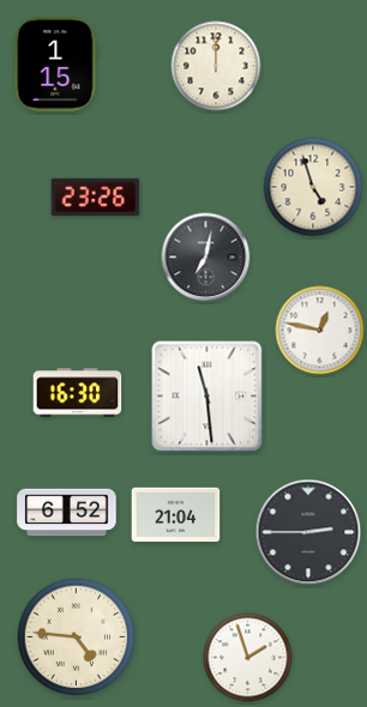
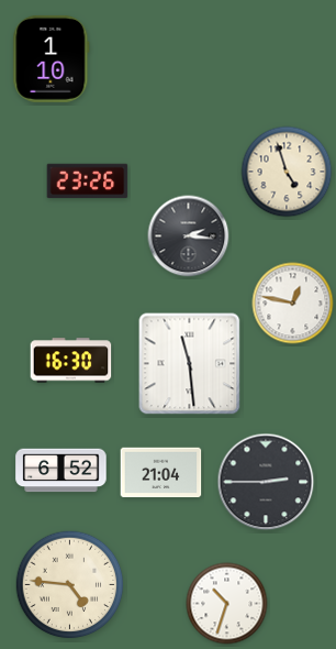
clock at (56, 64): 1:15 -> 1:10
clock at (216, 66): 12:00 -> none
clock at (206, 258): 7:02 -> 2:16
clock at (308, 532) position: (308, 532) -> (266, 482)
clock at (248, 658): 1:57 -> 10:33
